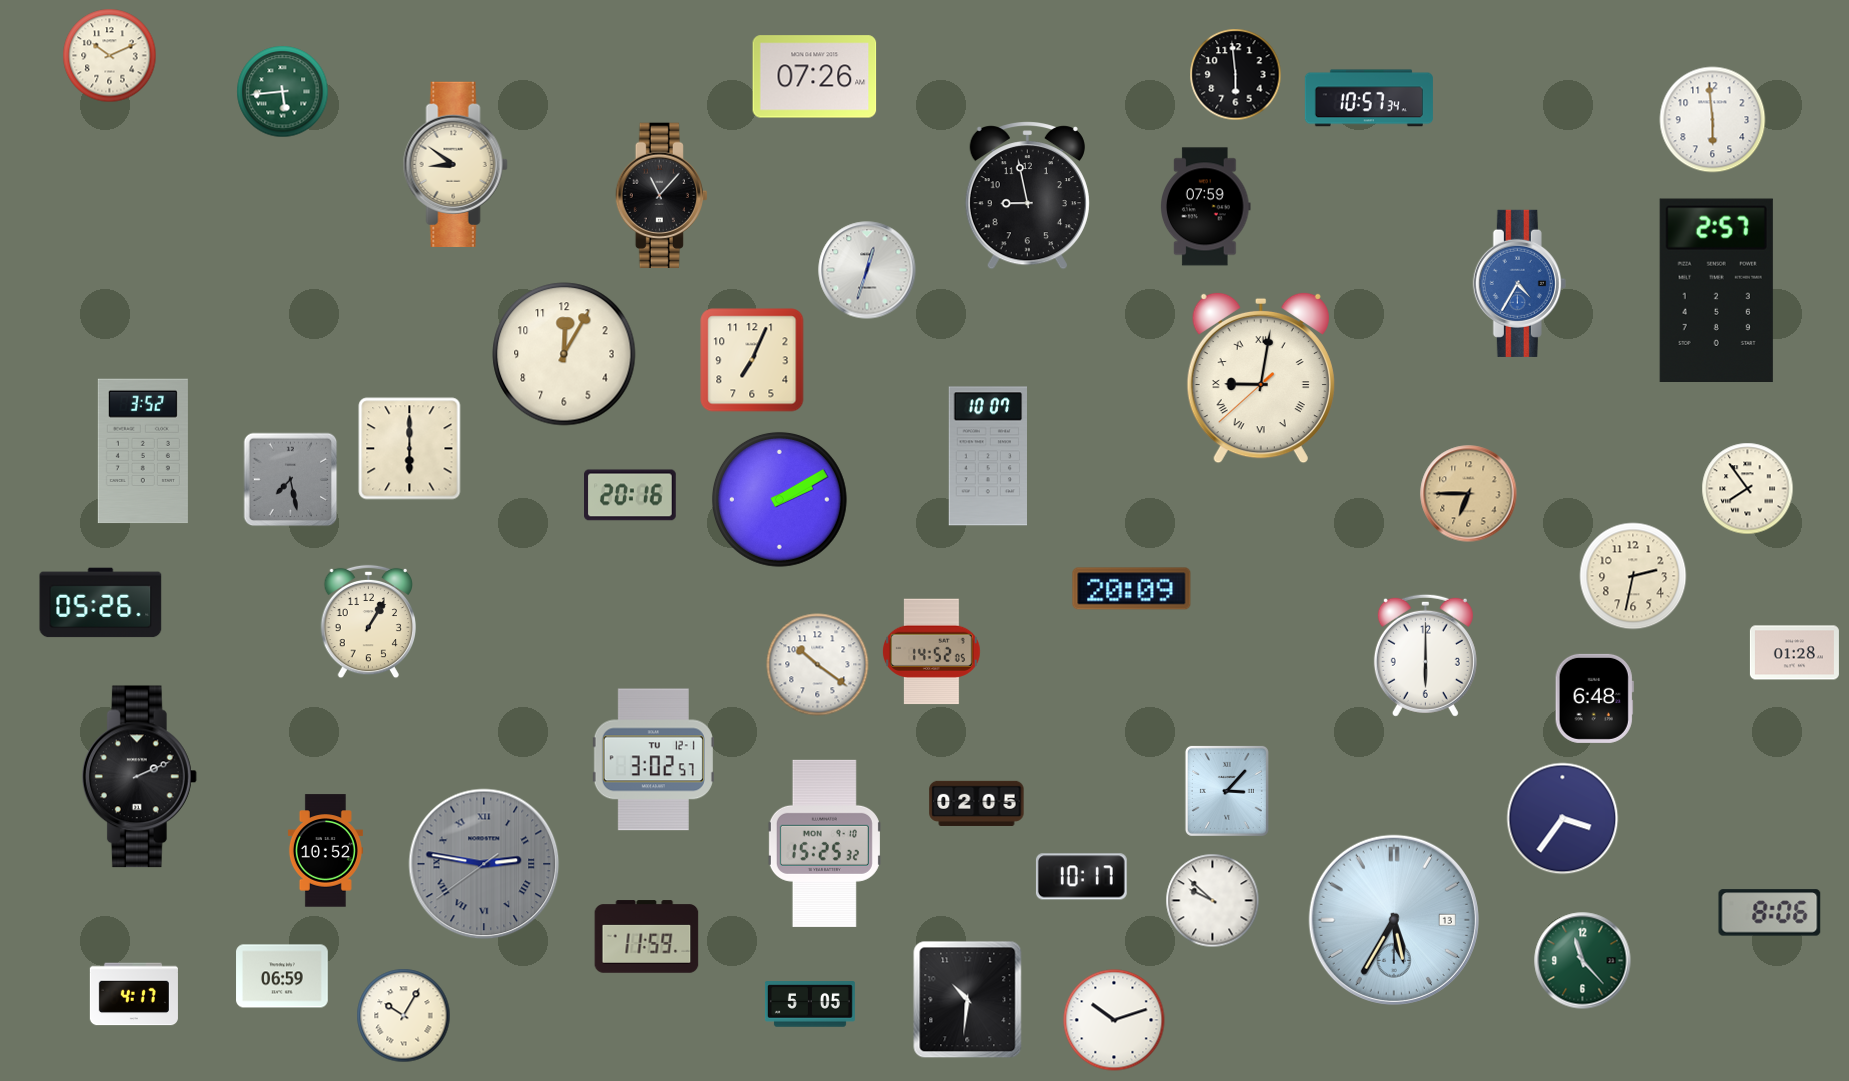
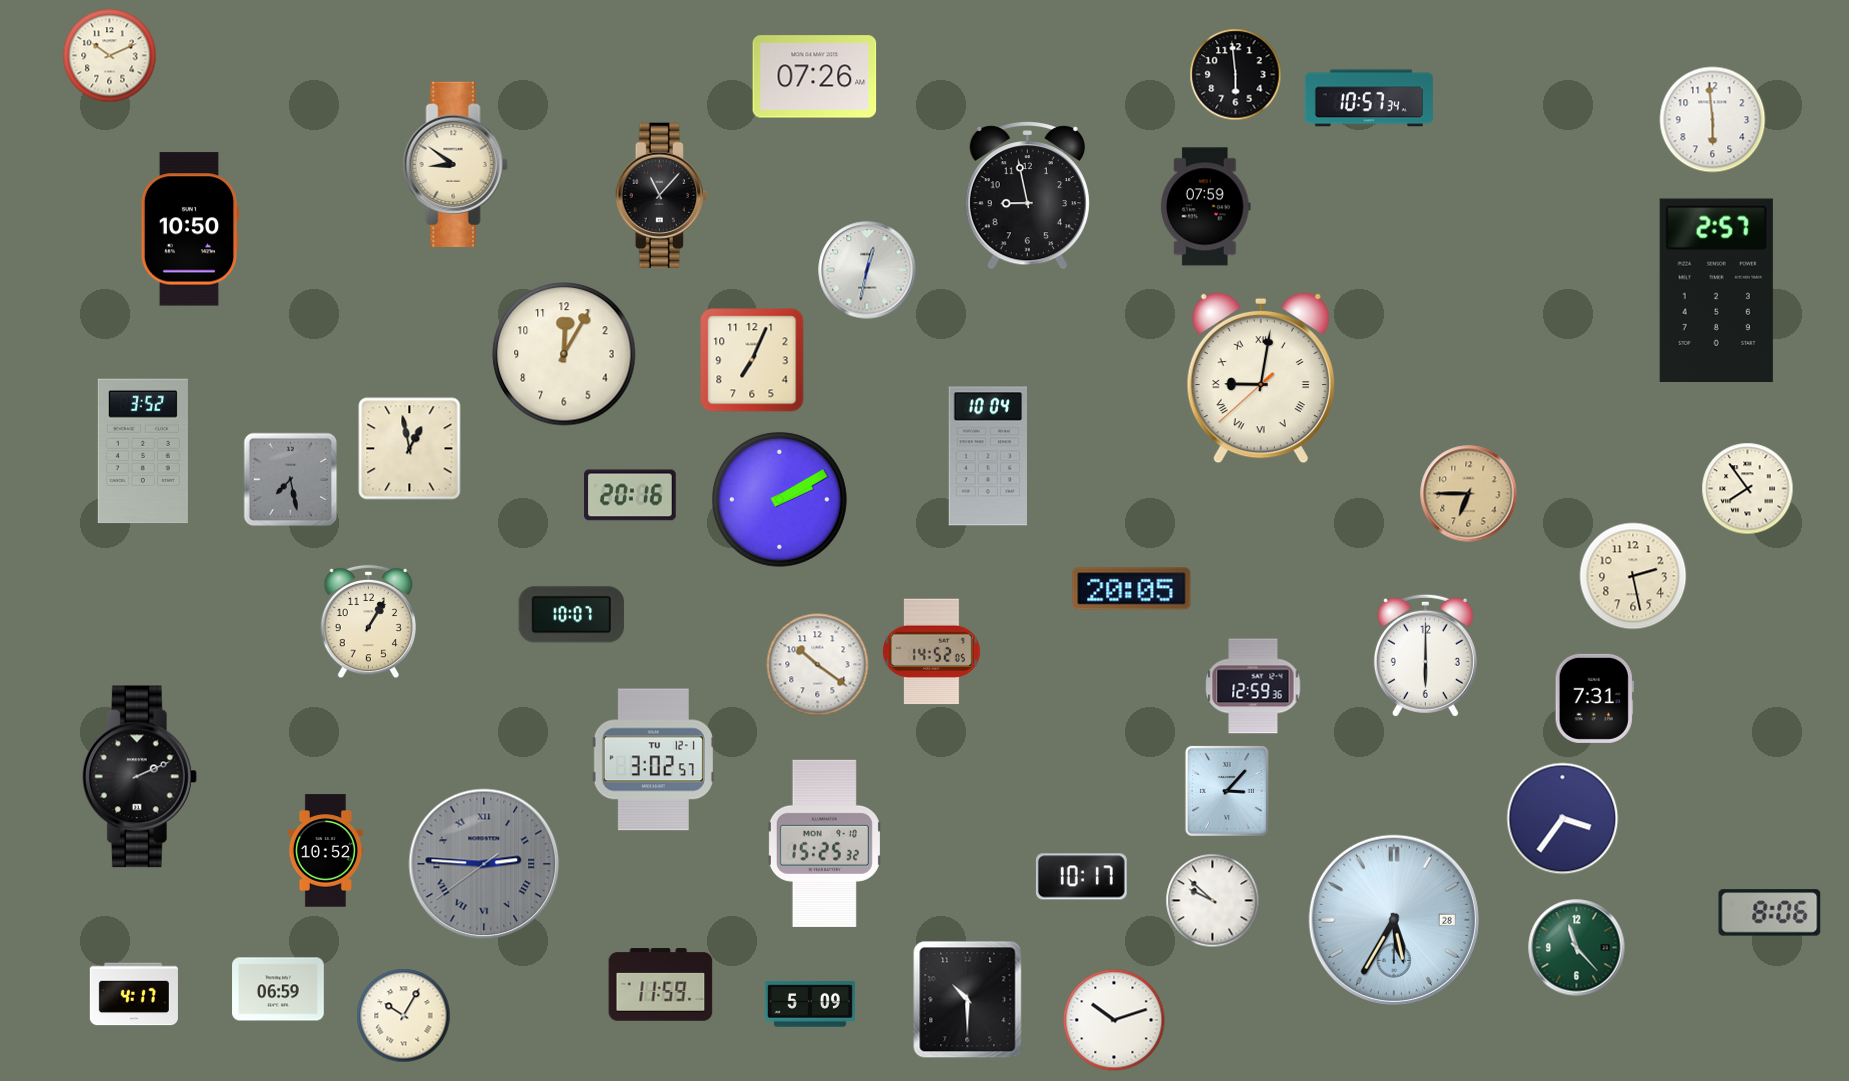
clock at (283, 92): 5:44 -> none
clock at (190, 229): none -> 10:50
clock at (867, 270): 12:33 -> 12:32
clock at (1519, 283): 4:35 -> none
clock at (410, 449): 6:00 -> 12:58
clock at (987, 456): 10:07 -> 10:04
clock at (1633, 576): 2:32 -> 2:28
clock at (1132, 589): 20:09 -> 20:05
clock at (101, 603): 05:26 -> none
clock at (572, 615): none -> 10:07
clock at (1794, 653): 01:28 -> none
clock at (1253, 686): none -> 12:59
clock at (1594, 698): 6:48 -> 7:31
clock at (977, 803): 02:05 -> none
clock at (484, 864): 2:46 -> 2:45
clock at (1394, 920) date: 13 -> 28
clock at (647, 937) position: (647, 937) -> (661, 985)
clock at (1583, 961) position: (1583, 961) -> (1577, 948)
clock at (282, 976) position: (282, 976) -> (278, 989)
clock at (968, 1000): 10:31 -> 10:30
clock at (810, 1004): 5:05 -> 5:09
